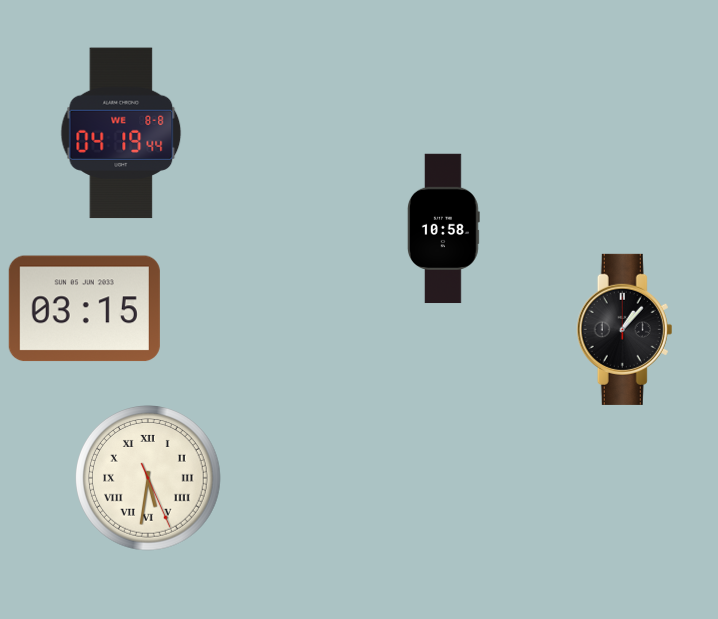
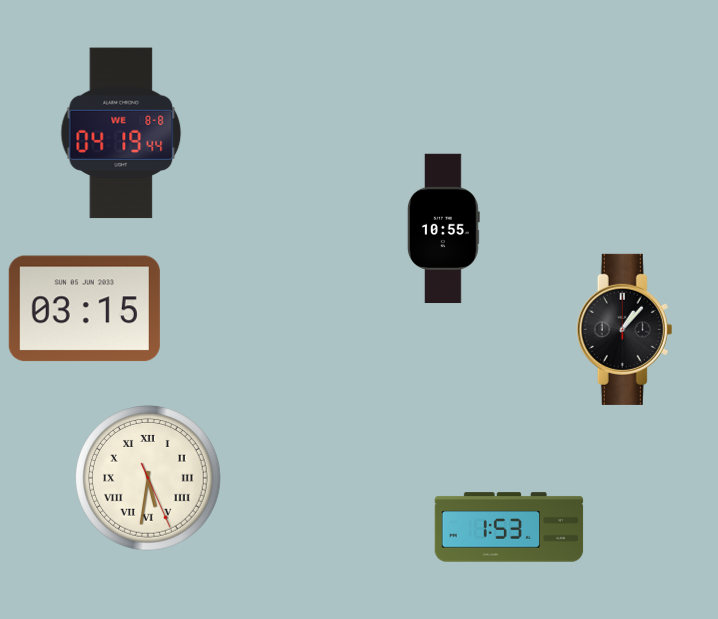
clock at (443, 229): 10:58 -> 10:55
clock at (509, 527): none -> 1:53
